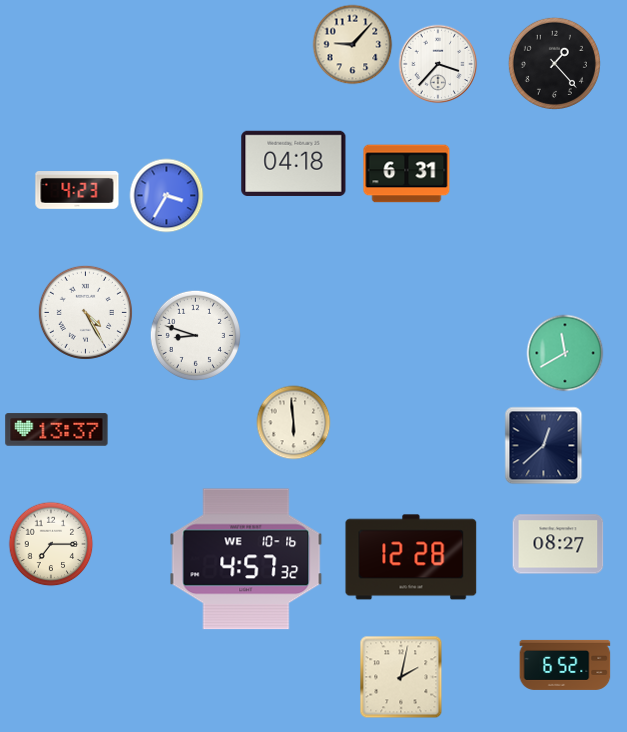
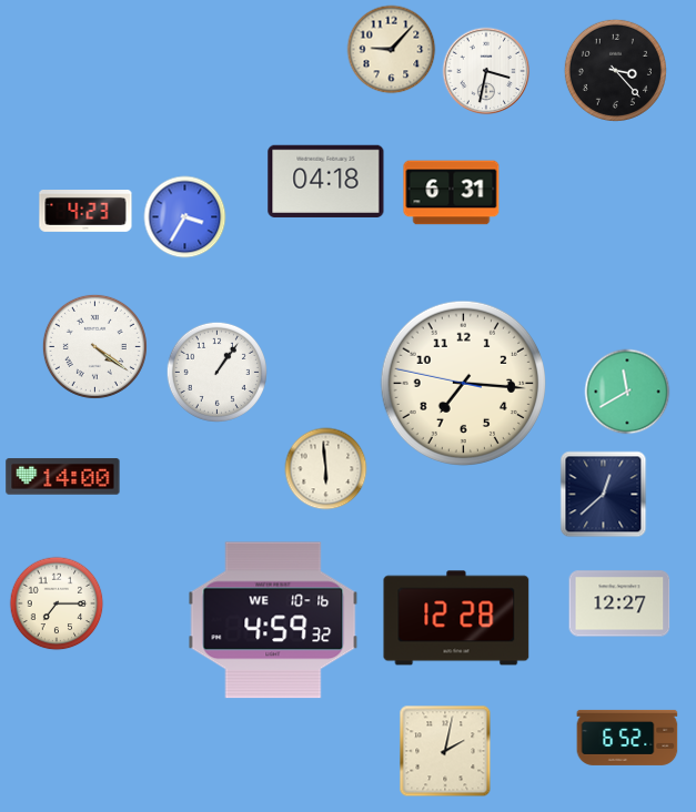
clock at (554, 63): 1:23 -> 3:23
clock at (438, 64): 3:37 -> 3:32
clock at (85, 312): 4:25 -> 4:21
clock at (195, 335): 8:48 -> 1:06
clock at (463, 383): none -> 7:15
clock at (57, 430): 13:37 -> 14:00
clock at (558, 544): 08:27 -> 12:27
clock at (246, 559): 4:57 -> 4:59
